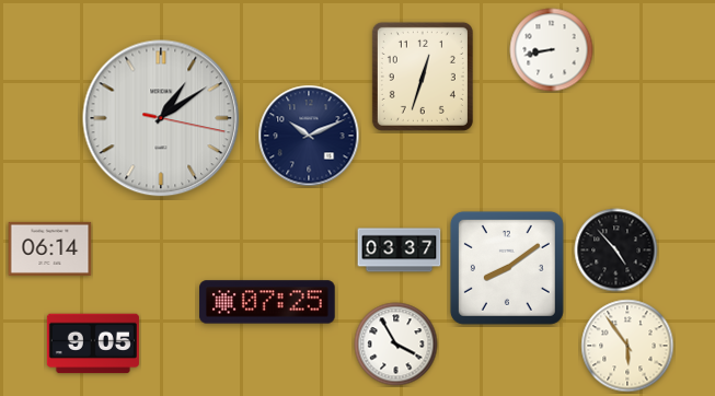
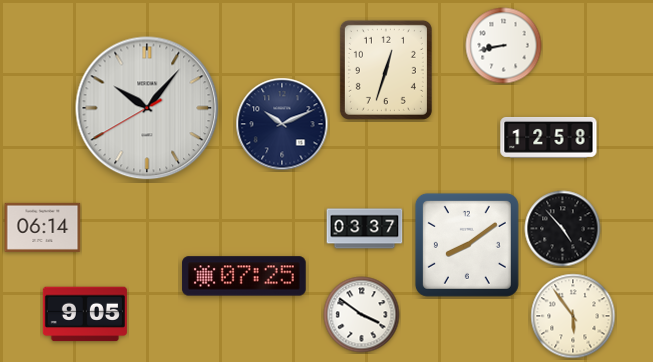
clock at (161, 118): 1:09 -> 10:06
clock at (549, 137): none -> 12:58
clock at (50, 248) position: (50, 248) -> (43, 227)
clock at (507, 268) position: (507, 268) -> (467, 245)
clock at (396, 345): 3:55 -> 3:51
